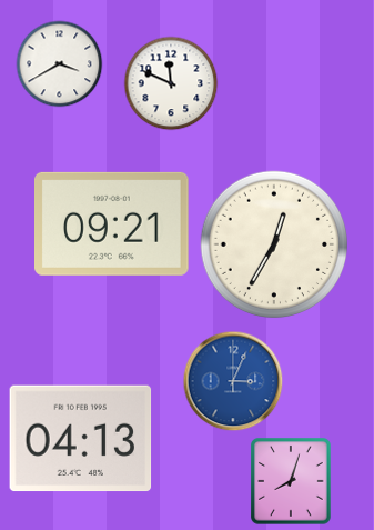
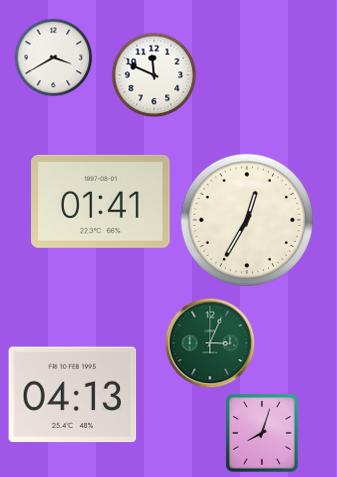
clock at (112, 223): 09:21 -> 01:41
clock at (233, 381) dial: blue -> green
